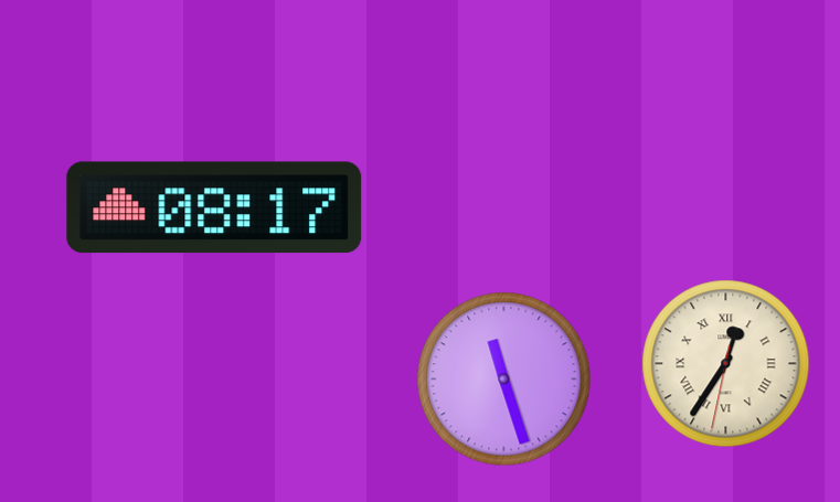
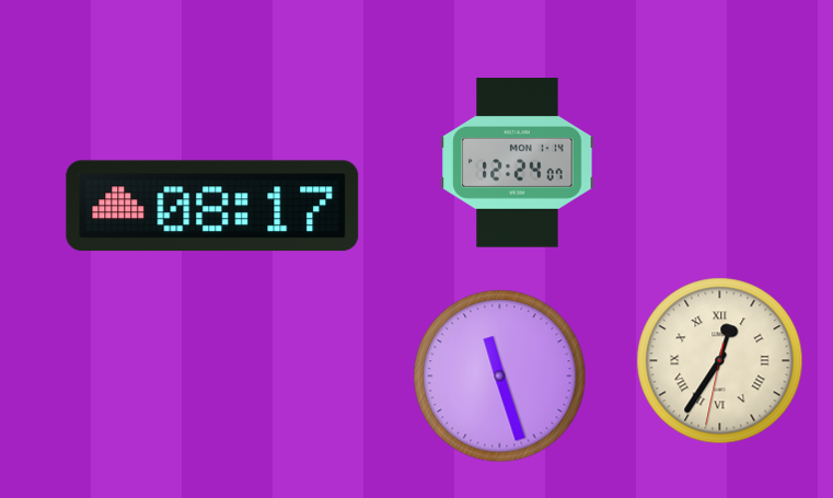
clock at (518, 163): none -> 12:24
